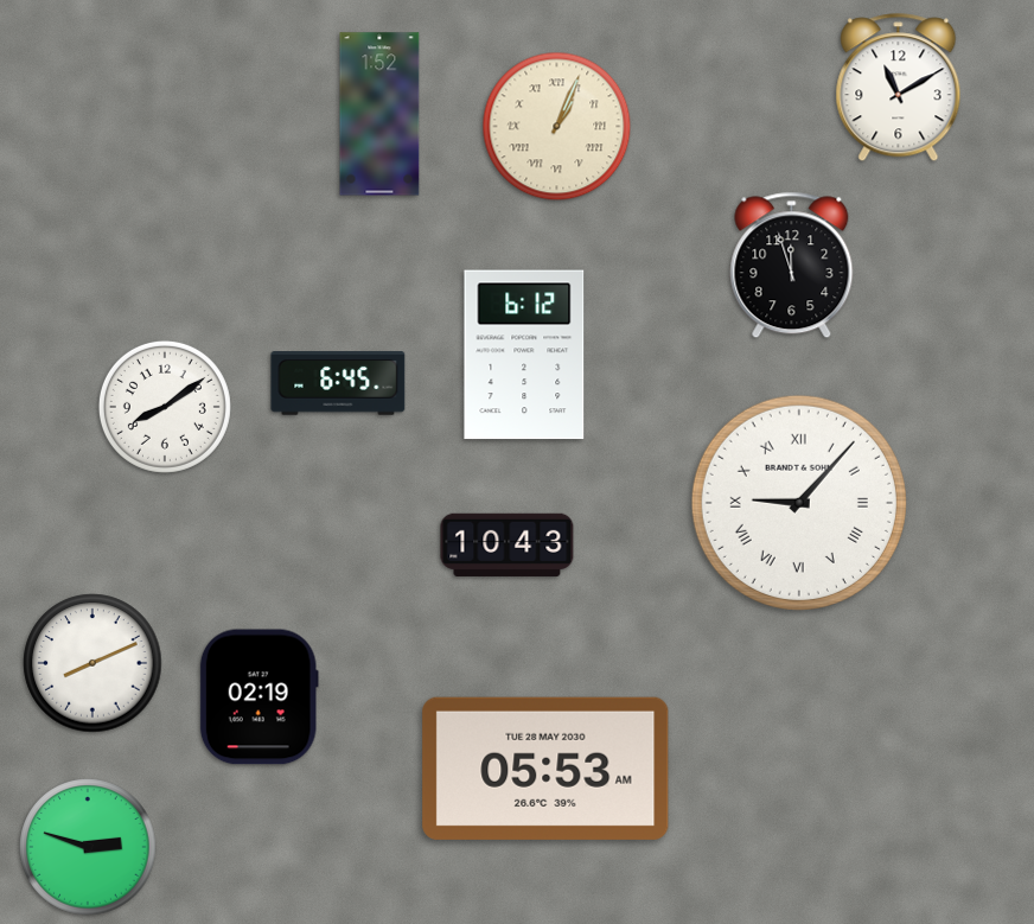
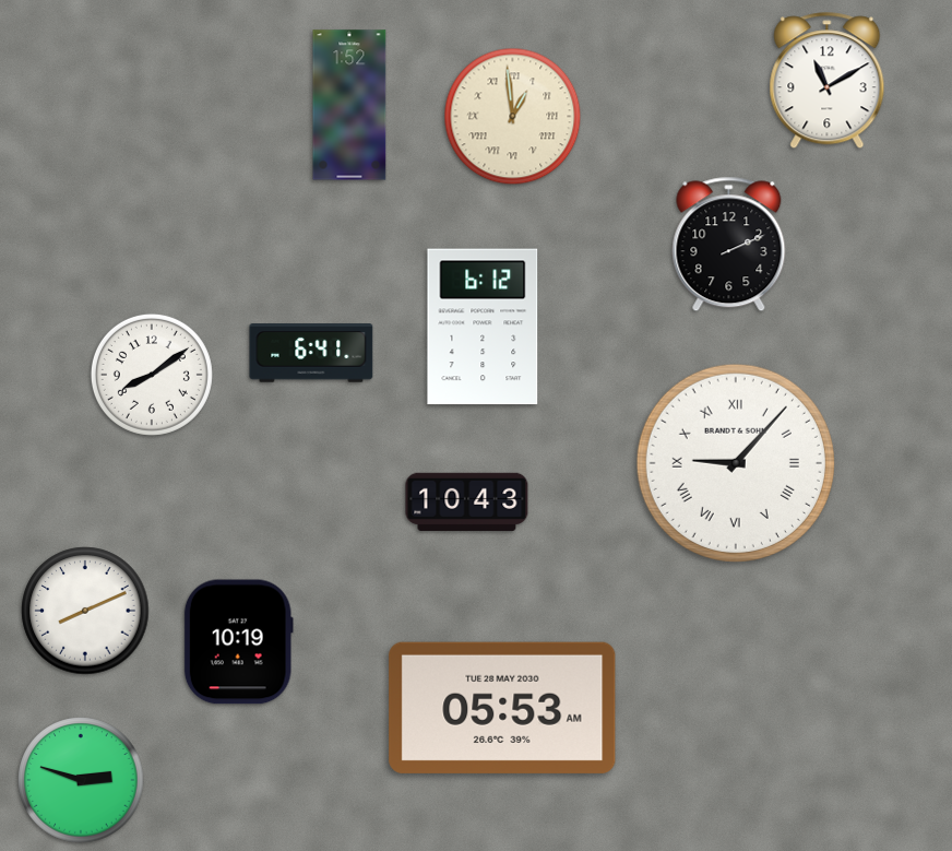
clock at (557, 127): 1:04 -> 12:59
clock at (792, 266): 11:57 -> 2:11
clock at (338, 384): 6:45 -> 6:41
clock at (258, 697): 02:19 -> 10:19
